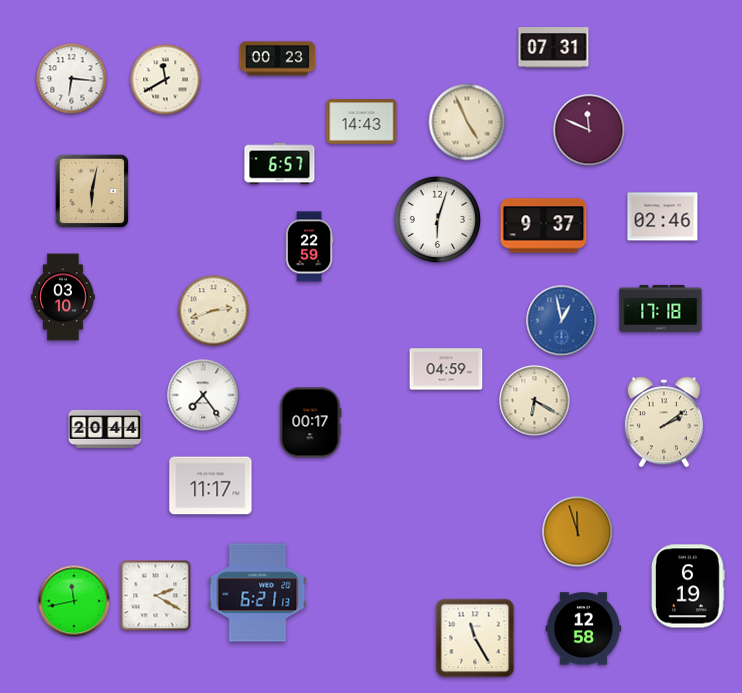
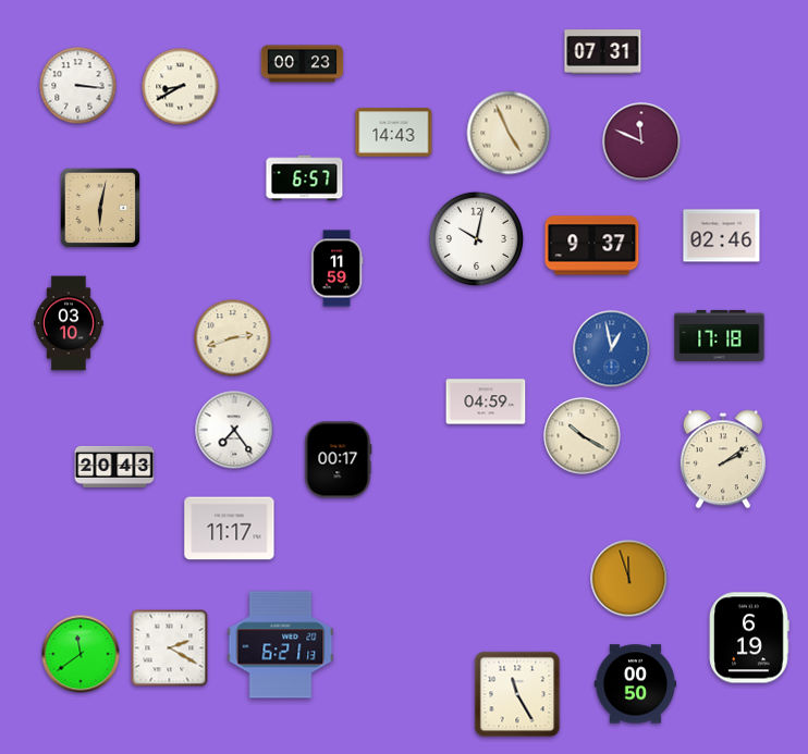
clock at (72, 79): 6:16 -> 3:16
clock at (166, 80): 11:40 -> 8:40
clock at (437, 219): 6:03 -> 10:02
clock at (309, 247): 22:59 -> 11:59
clock at (203, 395) position: (203, 395) -> (234, 430)
clock at (535, 401): 6:20 -> 10:20
clock at (105, 429): 20:44 -> 20:43
clock at (74, 601): 11:43 -> 11:39
clock at (584, 629): 12:58 -> 00:50
